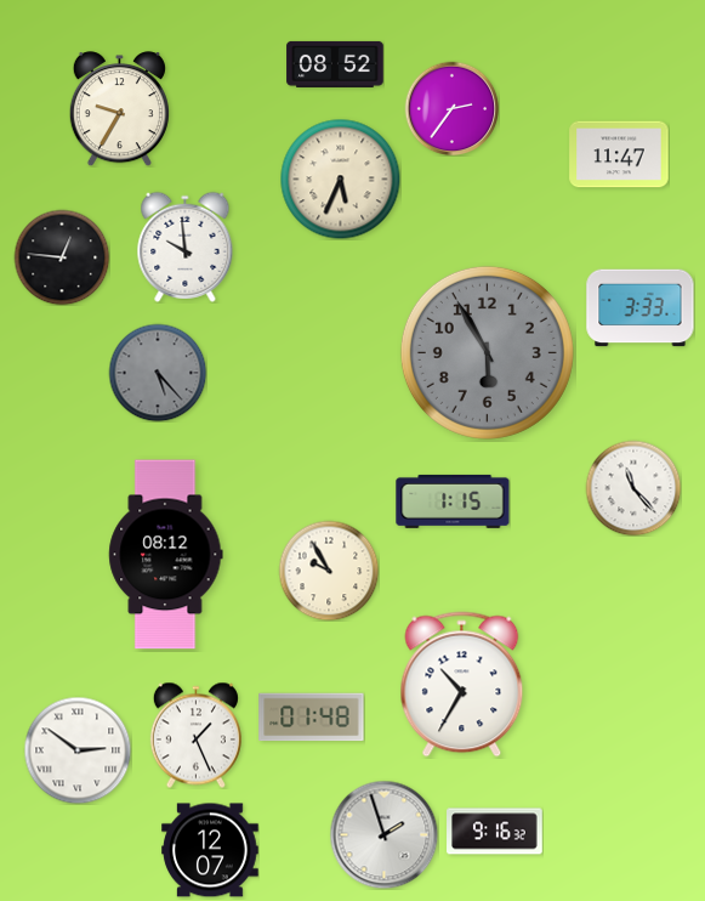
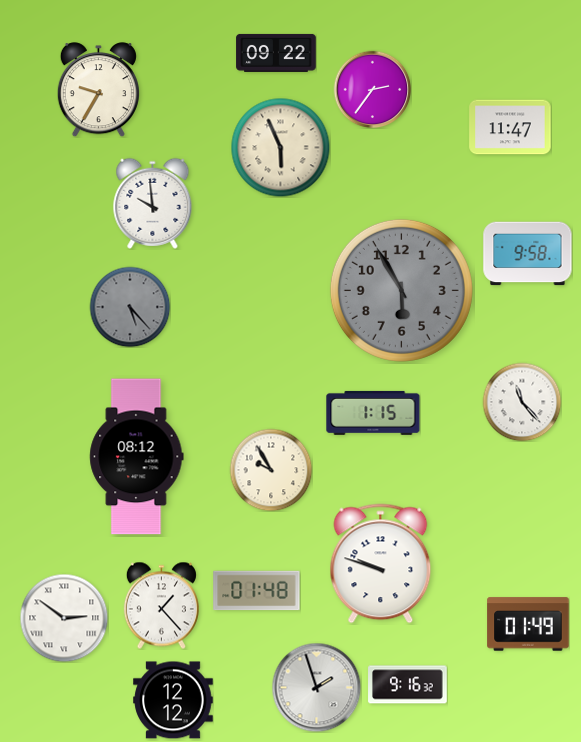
clock at (335, 64): 08:52 -> 09:22
clock at (341, 180): 5:34 -> 5:56
clock at (62, 257): 12:46 -> none
clock at (641, 308): 3:33 -> 9:58
clock at (462, 685): 10:35 -> 9:48
clock at (195, 735): 1:26 -> 1:23
clock at (528, 624): none -> 01:49
clock at (210, 850): 12:07 -> 12:12
